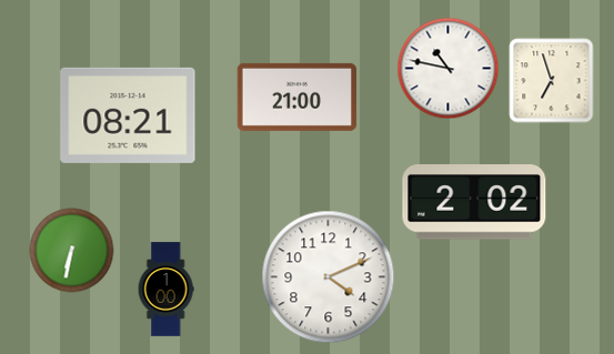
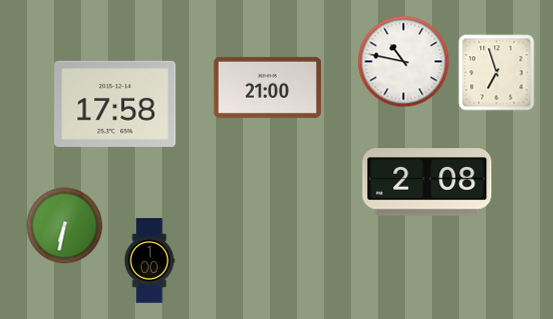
clock at (128, 115): 08:21 -> 17:58
clock at (474, 202): 2:02 -> 2:08
clock at (329, 277): 4:11 -> none
